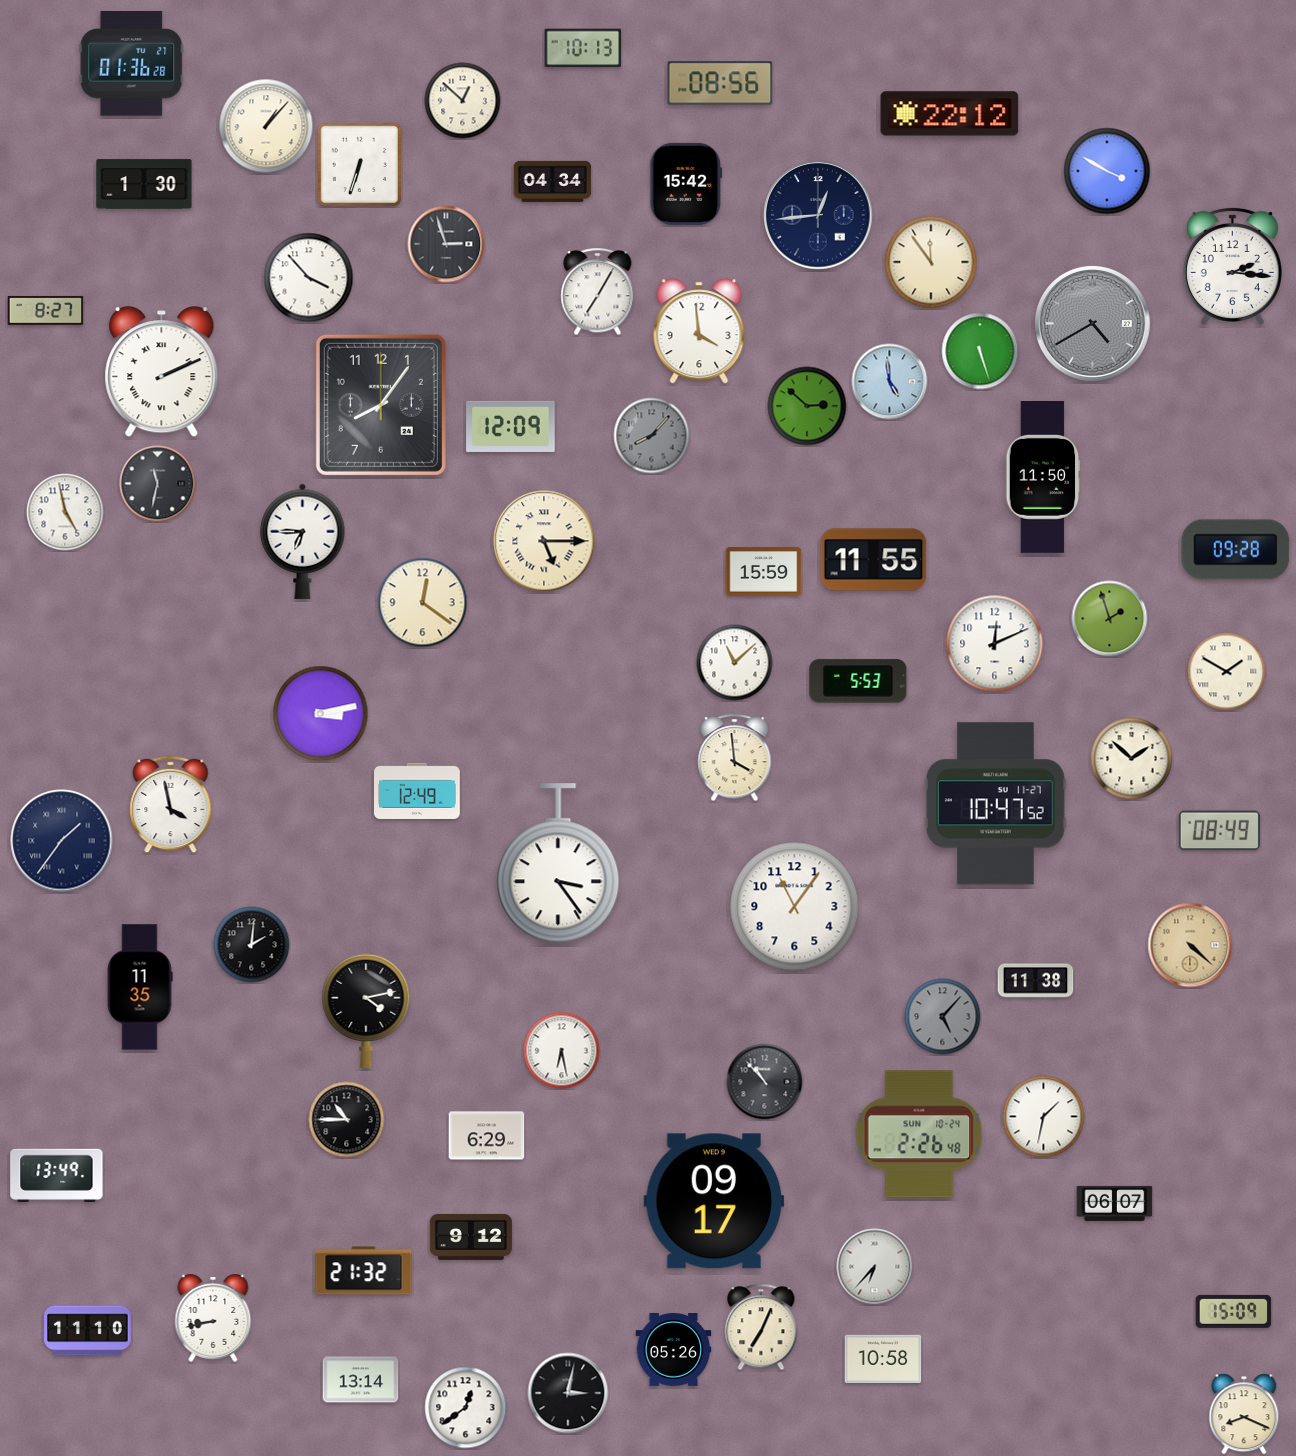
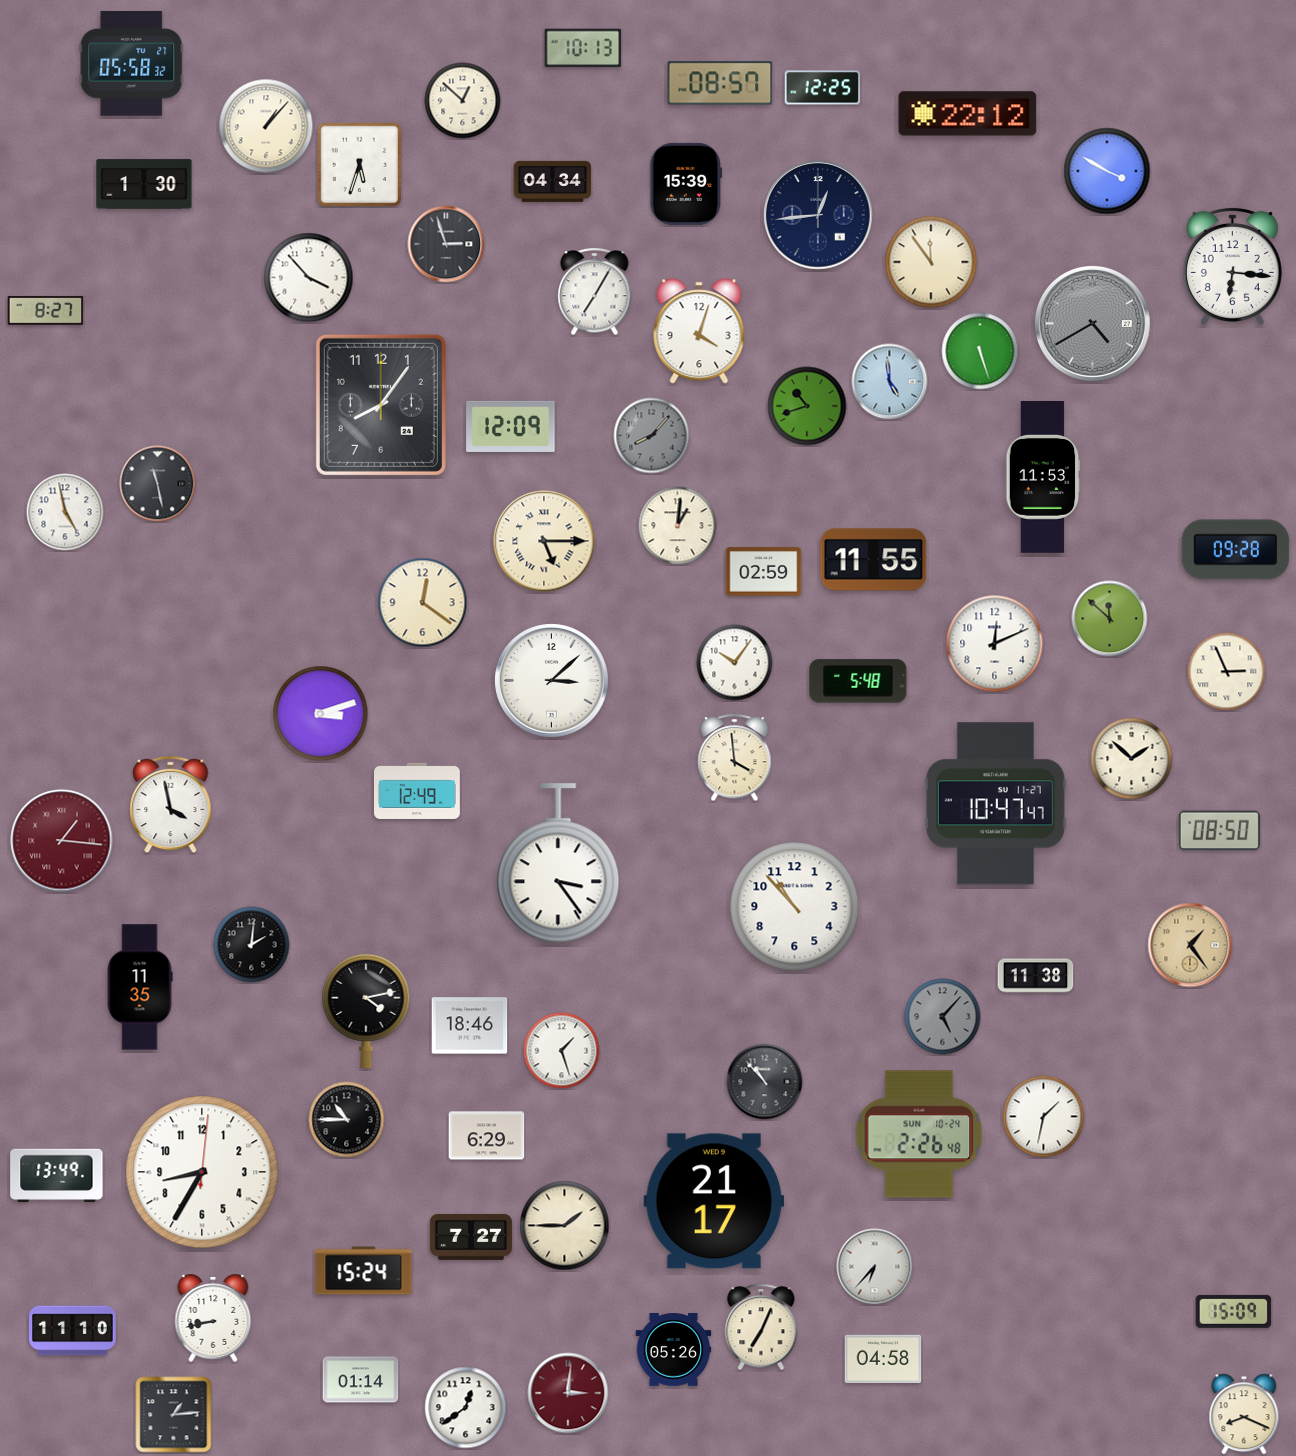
clock at (132, 64): 01:36 -> 05:58
clock at (720, 83): 08:56 -> 08:57
clock at (823, 88): none -> 12:25
clock at (950, 114) position: (950, 114) -> (968, 114)
clock at (359, 164): 6:33 -> 5:33
clock at (686, 184): 15:42 -> 15:39
clock at (1232, 266): 2:16 -> 6:16
clock at (598, 292) position: (598, 292) -> (595, 292)
clock at (699, 331): 3:59 -> 4:03
clock at (162, 372): 2:11 -> none
clock at (807, 406): 2:52 -> 10:42
clock at (1043, 478): 11:50 -> 11:53
clock at (158, 484): 11:32 -> 11:28
clock at (678, 526): none -> 1:01
clock at (303, 541): 6:45 -> none
clock at (764, 572): 15:59 -> 02:59
clock at (1110, 619): 1:57 -> 11:52
clock at (735, 663): 11:08 -> 10:06
clock at (1227, 672): 1:50 -> 2:56
clock at (552, 681): none -> 3:08
clock at (858, 681): 5:53 -> 5:48
clock at (321, 714): 3:13 -> 3:12
clock at (995, 804): 10:47:52 -> 10:47:47
clock at (1219, 831): 08:49 -> 08:50
clock at (62, 841): 1:36 -> 1:16
clock at (62, 841) dial: navy -> burgundy
clock at (795, 907): 11:06 -> 10:53
clock at (1190, 945): 4:22 -> 1:24
clock at (1036, 981) position: (1036, 981) -> (1036, 976)
clock at (470, 1026): none -> 18:46
clock at (562, 1051): 6:28 -> 1:27
clock at (202, 1172): none -> 8:35
clock at (714, 1201): 09:17 -> 21:17
clock at (1115, 1203): 06:07 -> none
clock at (565, 1226): none -> 1:45
clock at (471, 1237): 9:12 -> 7:27
clock at (364, 1271): 21:32 -> 15:24
clock at (88, 1331) position: (88, 1331) -> (73, 1331)
clock at (883, 1358): 10:58 -> 04:58
clock at (361, 1380): 13:14 -> 01:14
clock at (568, 1393): 3:02 -> 3:01
clock at (568, 1393) dial: black -> burgundy
clock at (174, 1415): none -> 1:14
